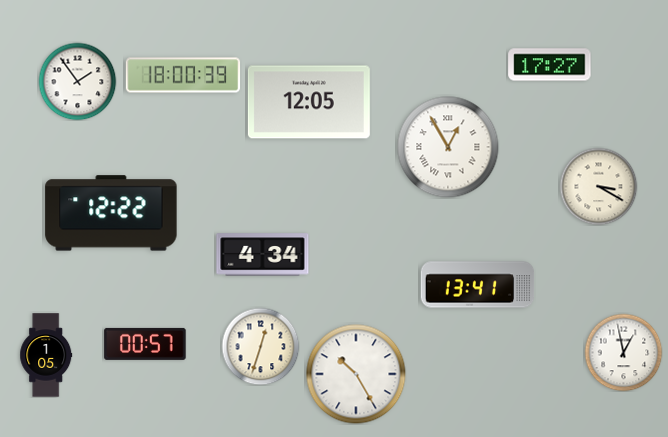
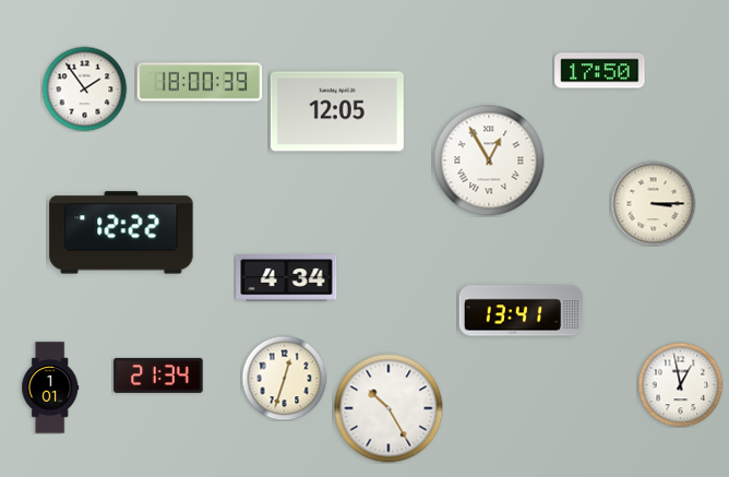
clock at (550, 65): 17:27 -> 17:50
clock at (598, 186): 3:20 -> 3:15
clock at (145, 344): 00:57 -> 21:34
clock at (46, 355): 1:05 -> 1:01
